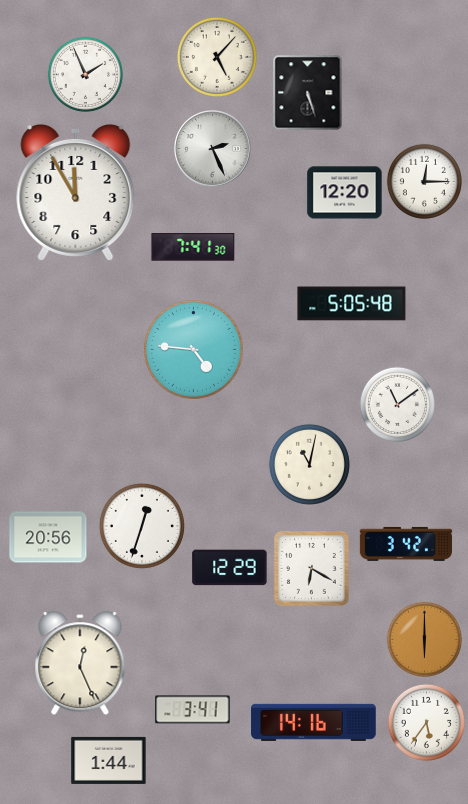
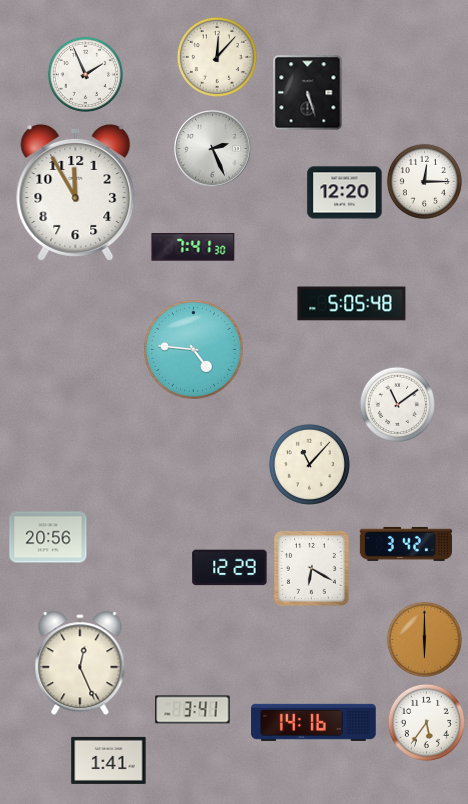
clock at (217, 57): 5:07 -> 12:07
clock at (309, 464): 11:02 -> 11:07
clock at (142, 526): 12:33 -> none
clock at (109, 760): 1:44 -> 1:41
